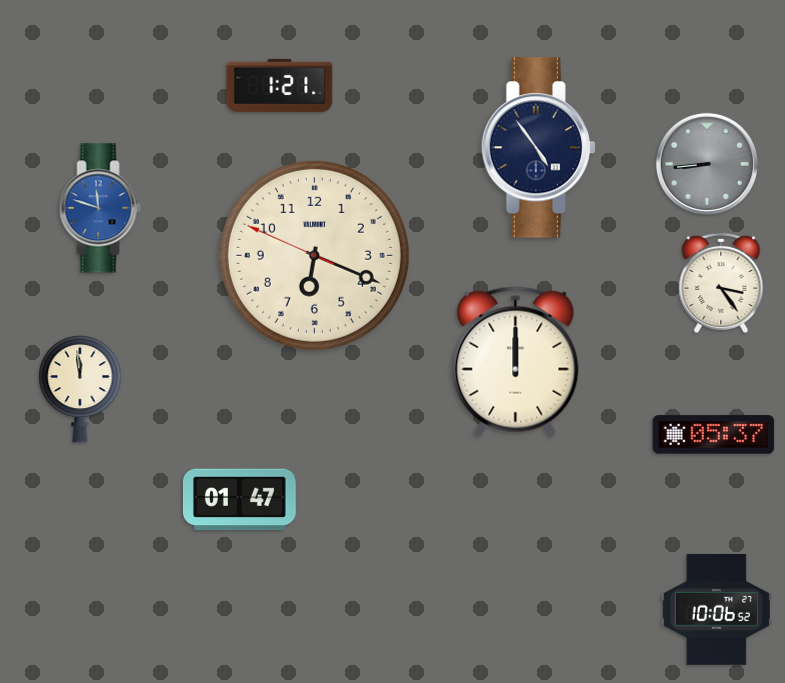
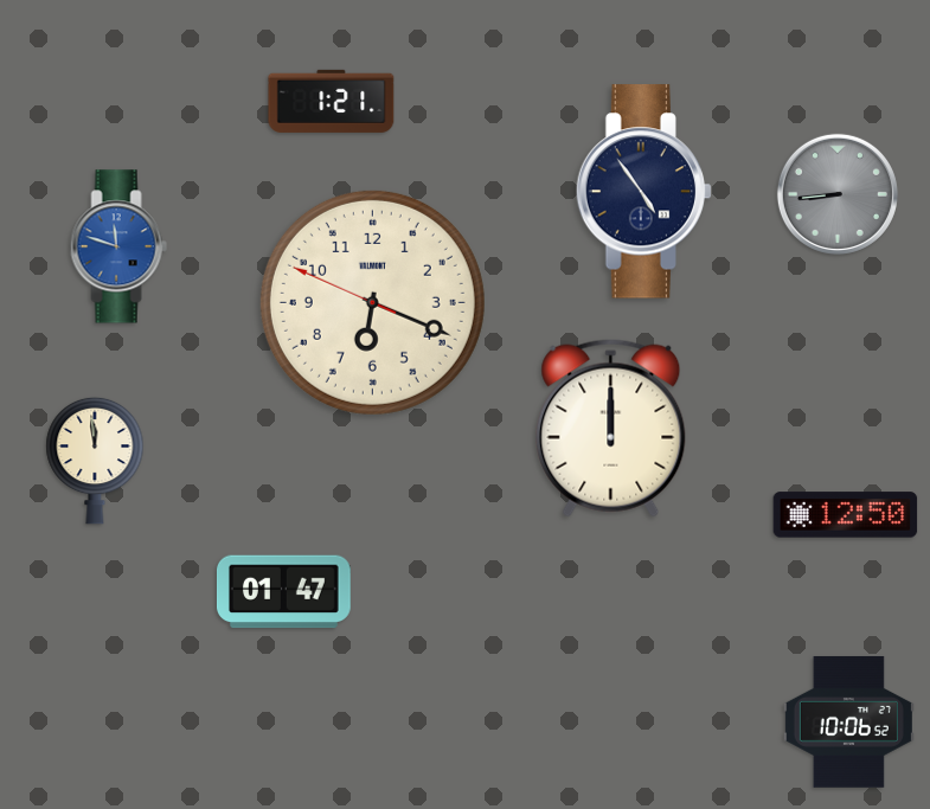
clock at (538, 148) position: (538, 148) -> (643, 192)
clock at (721, 283): 3:24 -> none
clock at (714, 435): 05:37 -> 12:50
